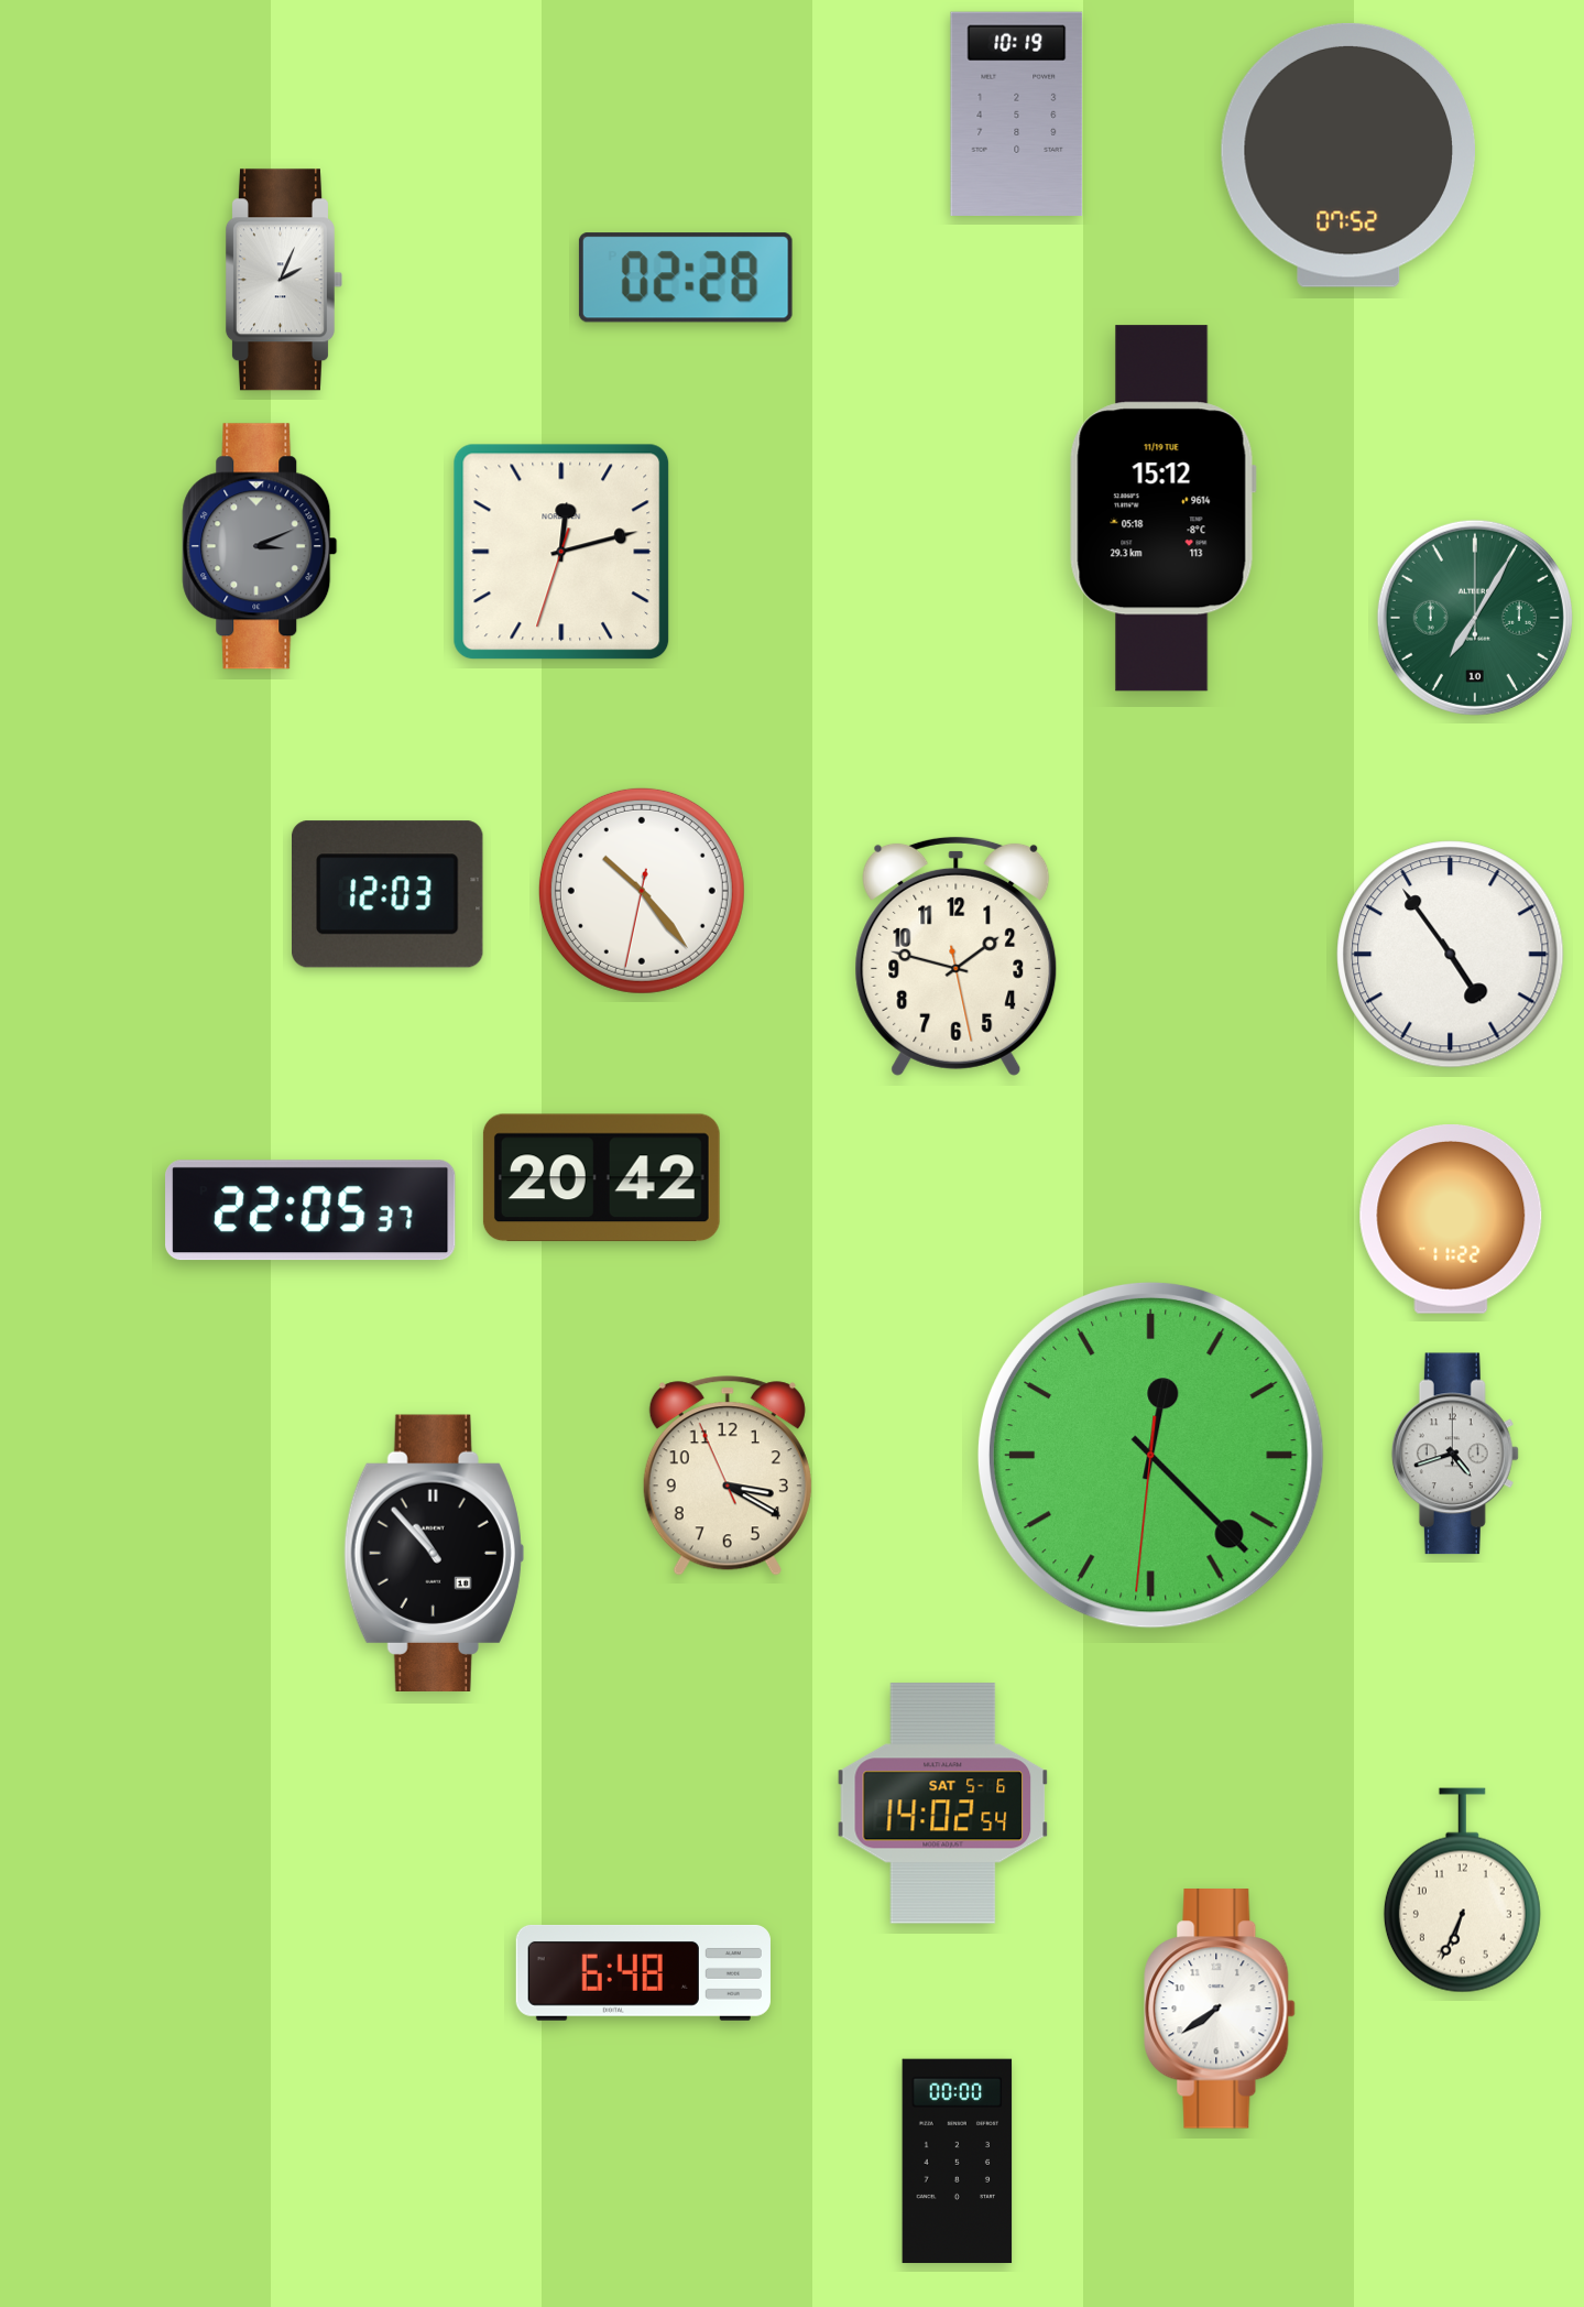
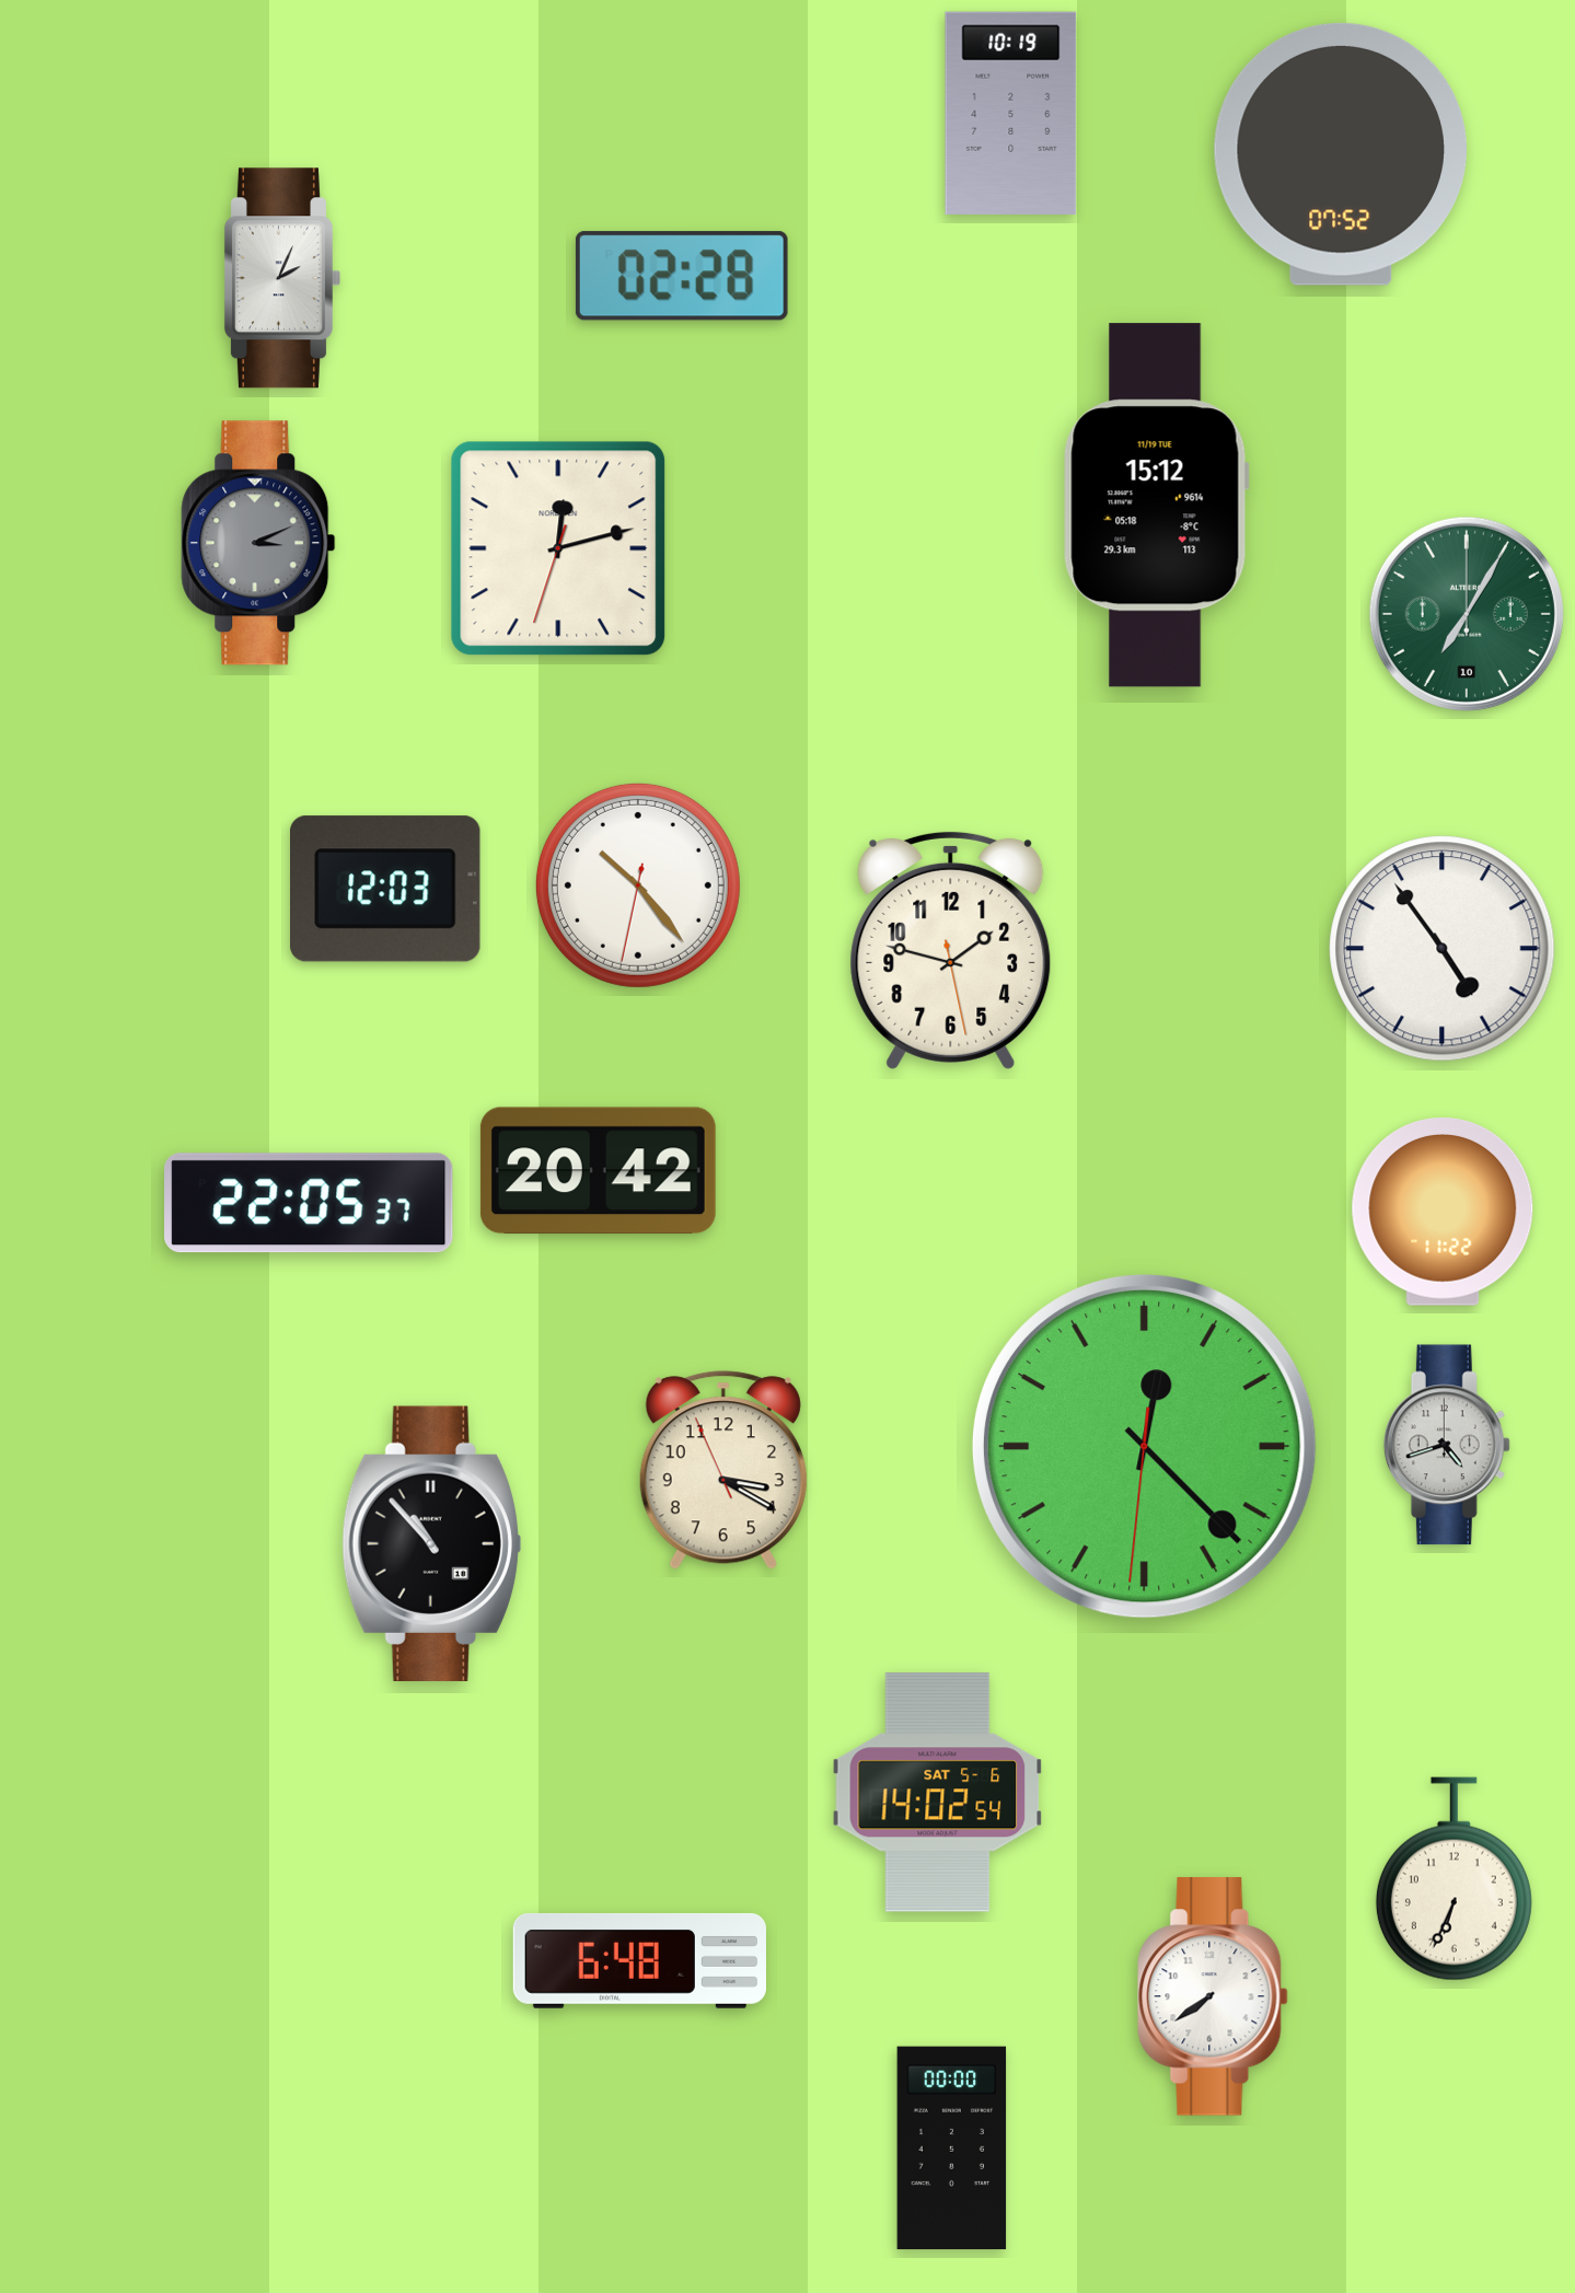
clock at (728, 1476) position: (728, 1476) -> (723, 1470)
